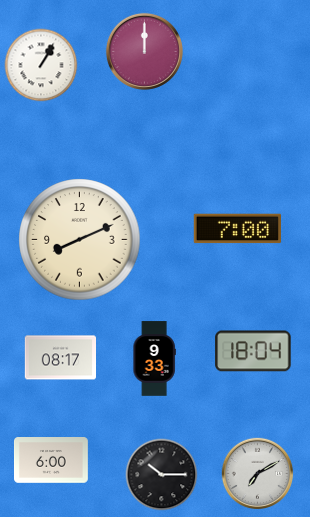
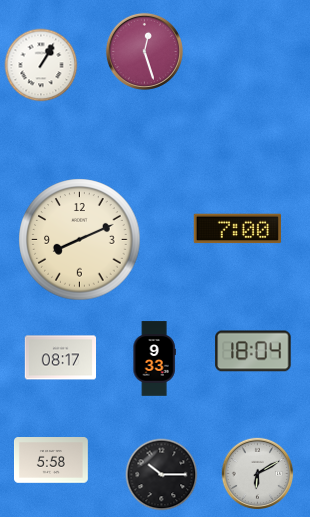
clock at (144, 51): 12:00 -> 12:27
clock at (52, 461): 6:00 -> 5:58
clock at (258, 474): 7:10 -> 6:10
